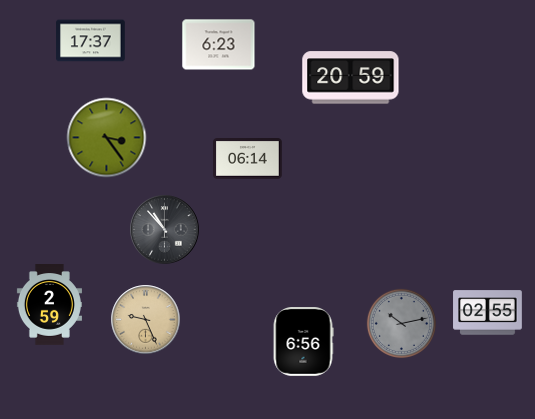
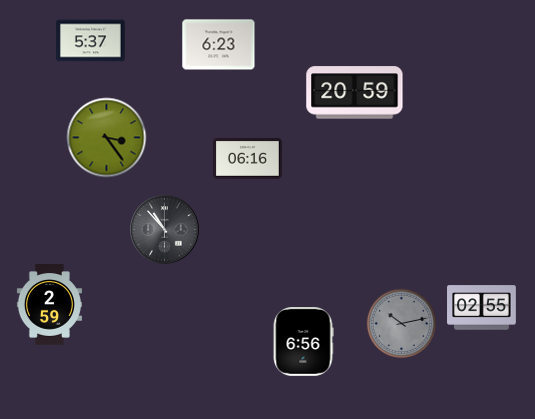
clock at (91, 41): 17:37 -> 5:37
clock at (351, 78) position: (351, 78) -> (355, 93)
clock at (248, 159): 06:14 -> 06:16
clock at (488, 313) position: (488, 313) -> (482, 308)
clock at (146, 320): 9:26 -> none
